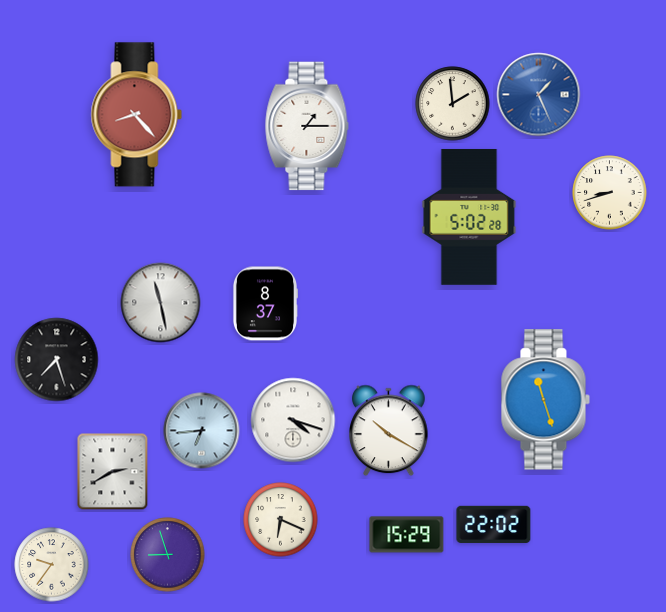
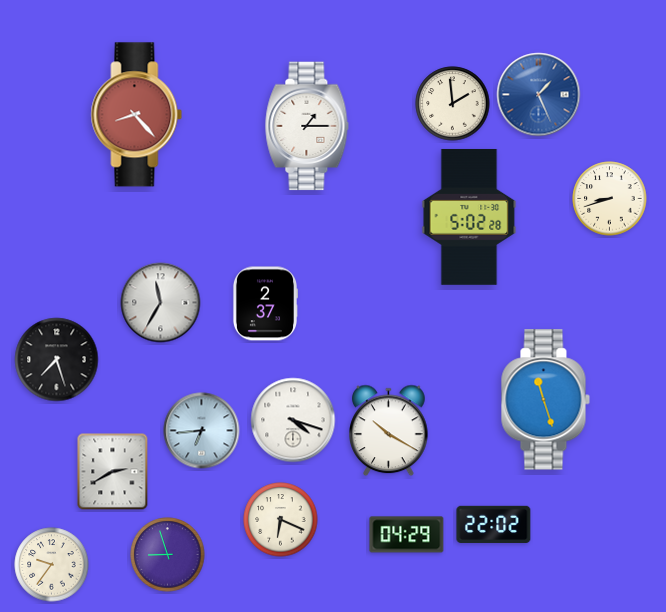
clock at (610, 193) position: (610, 193) -> (610, 199)
clock at (161, 303): 11:28 -> 11:35
clock at (264, 304): 8:37 -> 2:37
clock at (407, 535): 15:29 -> 04:29
